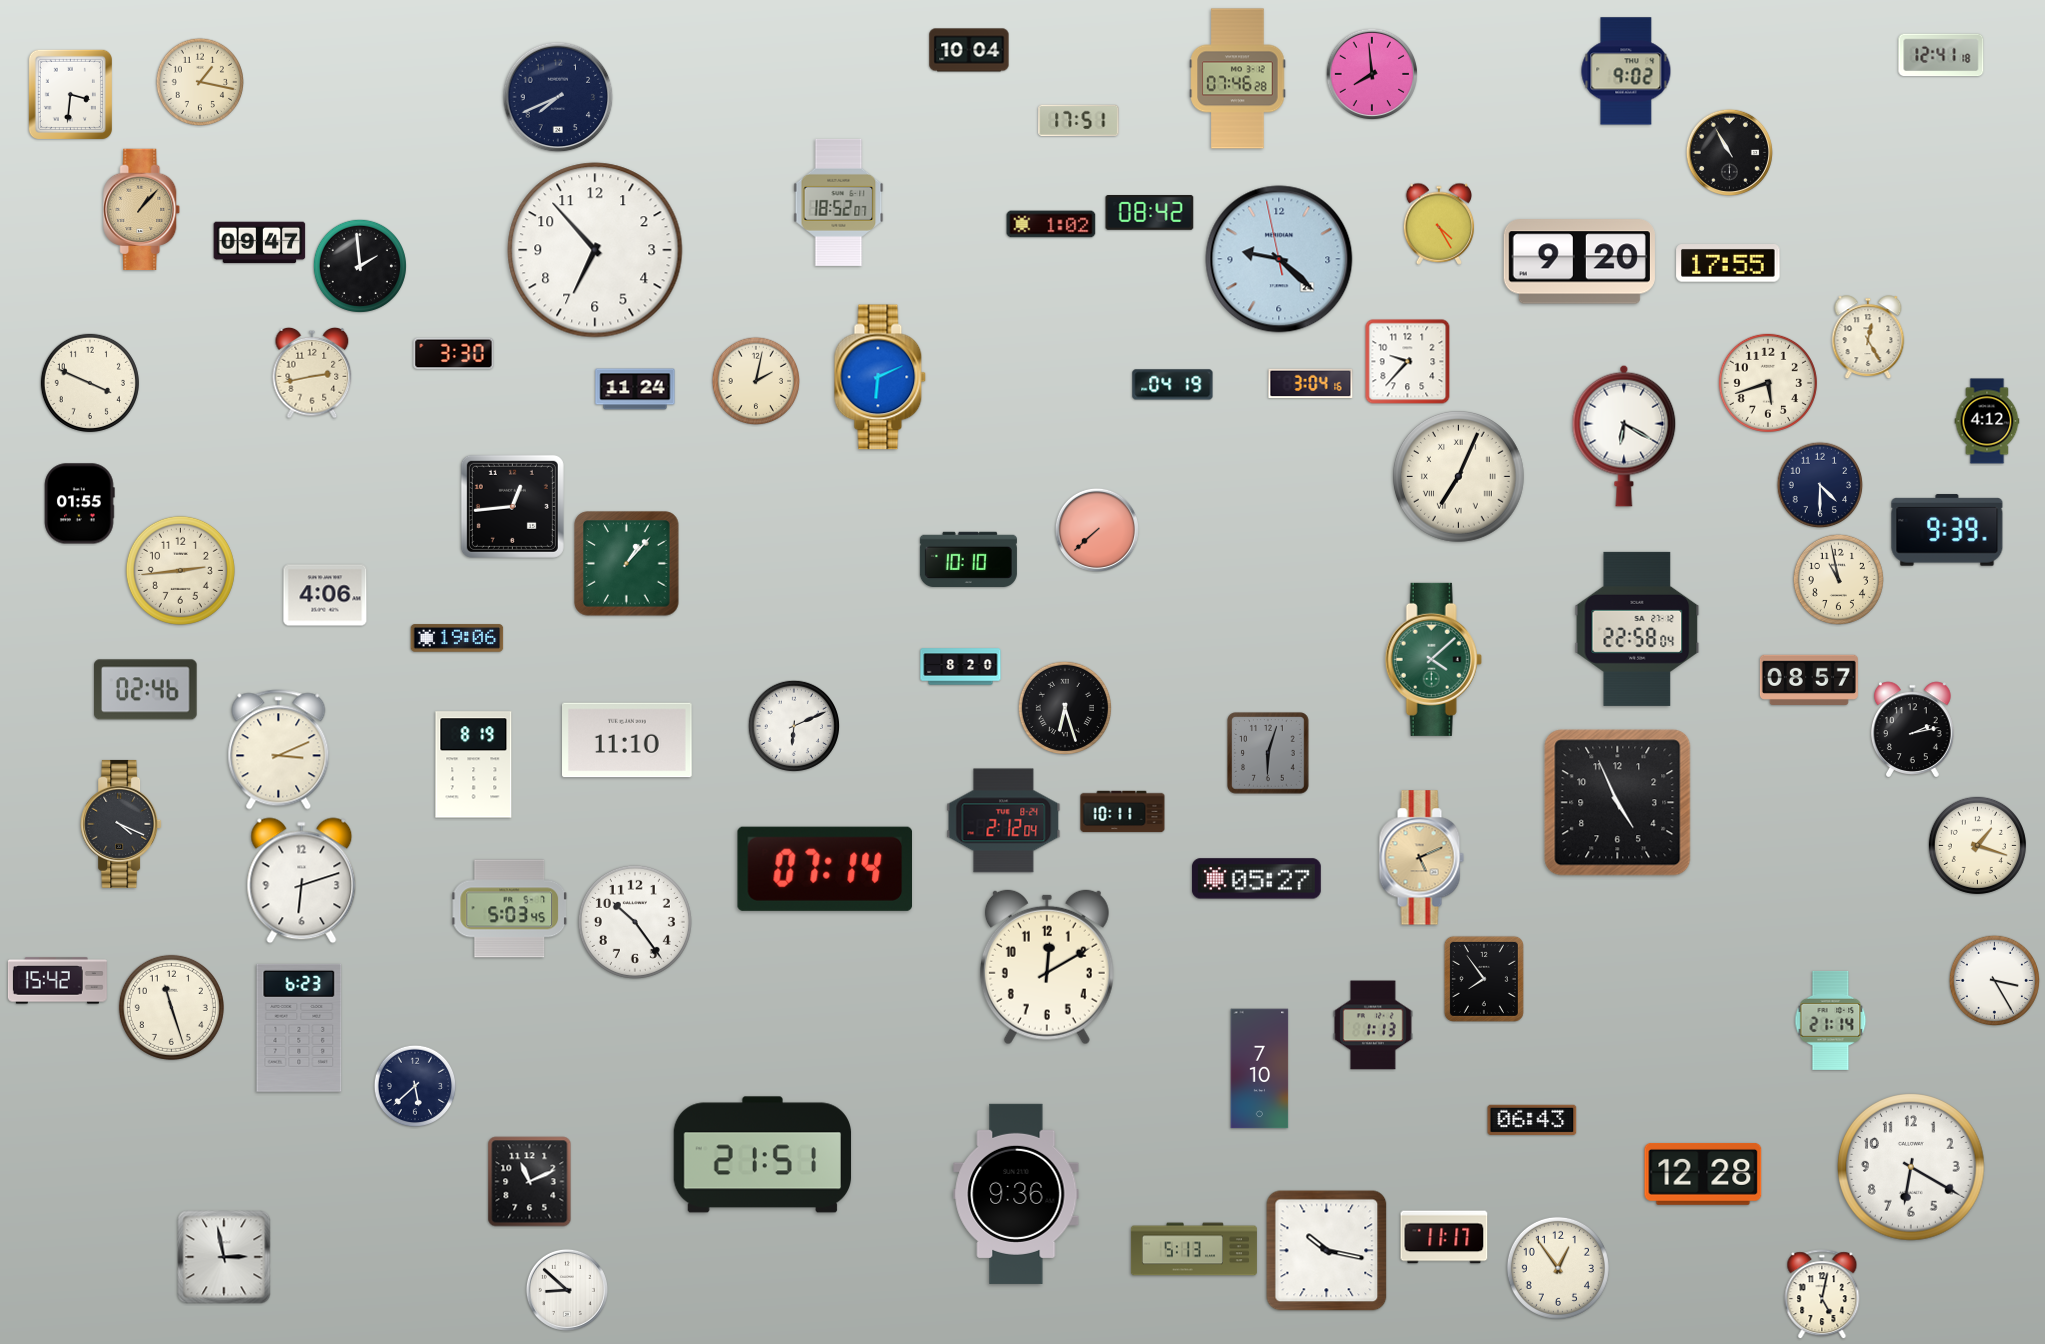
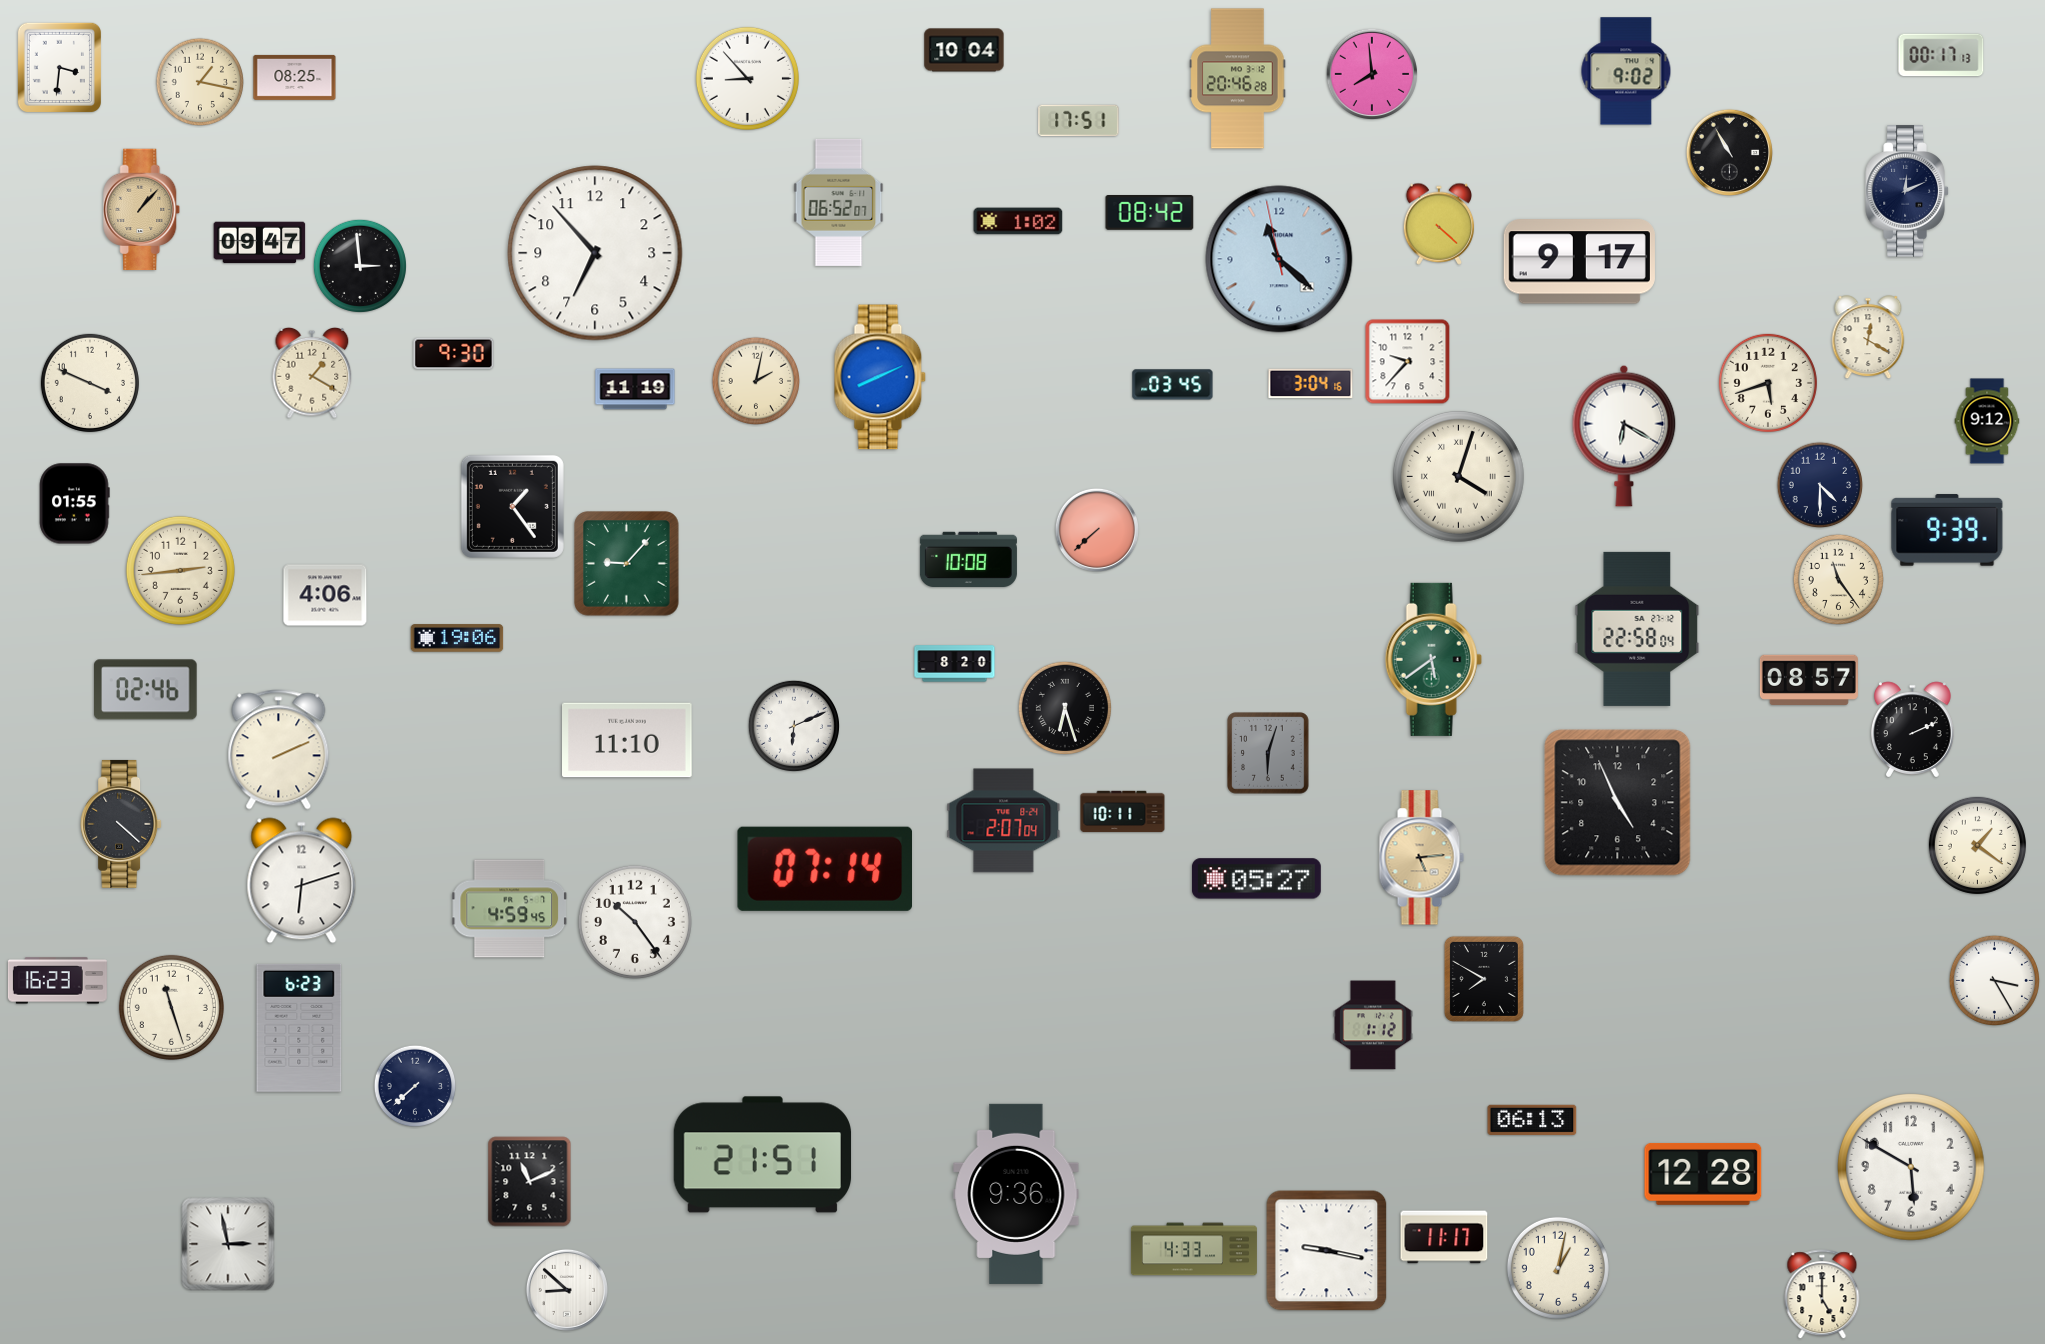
clock at (969, 50) position: (969, 50) -> (964, 50)
clock at (1941, 55): 12:41 -> 00:17
clock at (295, 77): none -> 08:25
clock at (747, 78): none -> 8:53
clock at (1238, 79): 07:46 -> 20:46
clock at (70, 94) position: (70, 94) -> (59, 67)
clock at (558, 97): 7:41 -> none
clock at (1907, 191): none -> 12:11
clock at (839, 202): 18:52 -> 06:52
clock at (1051, 224) position: (1051, 224) -> (1018, 221)
clock at (1438, 224): 4:25 -> 4:22
clock at (595, 250) position: (595, 250) -> (595, 253)
clock at (1279, 259): 9:21 -> 11:21
clock at (1579, 262): 9:20 -> 9:17
clock at (1728, 263): 17:55 -> none
clock at (360, 266): 1:59 -> 2:59
clock at (1868, 337): 12:25 -> 12:20
clock at (454, 354): 3:30 -> 9:30
clock at (312, 373): 2:43 -> 1:20
clock at (880, 377): 6:11 -> 8:11
clock at (1173, 385): 04:19 -> 03:45
clock at (635, 389): 11:24 -> 11:19
clock at (1987, 421): 4:12 -> 9:12
clock at (1458, 476): 7:04 -> 4:03
clock at (80, 504) position: (80, 504) -> (75, 504)
clock at (512, 506): 12:44 -> 1:24
clock at (968, 559): 10:10 -> 10:08
clock at (627, 564): 1:07 -> 9:07
clock at (1838, 579): 10:58 -> 11:24
clock at (1433, 659): 4:08 -> 5:39
clock at (961, 667) position: (961, 667) -> (955, 664)
clock at (1913, 730): 2:13 -> 2:11
clock at (279, 750): 3:11 -> 2:11
clock at (474, 765): 8:19 -> none
clock at (1004, 821): 2:12 -> 2:07
clock at (121, 824): 4:19 -> 4:22
clock at (1977, 845): 1:18 -> 1:21
clock at (1421, 858): 5:11 -> 5:14
clock at (510, 909): 5:03 -> 4:59
clock at (1047, 967): 12:10 -> none
clock at (1484, 979): 7:54 -> 7:50
clock at (57, 981): 15:42 -> 16:23
clock at (1831, 1020): 21:14 -> none
clock at (1373, 1025): 1:13 -> 1:12
clock at (1260, 1069): 7:10 -> none
clock at (415, 1086): 5:38 -> 7:38
clock at (1532, 1120): 06:43 -> 06:13
clock at (1911, 1167): 6:20 -> 5:50
clock at (1194, 1249): 5:13 -> 4:33
clock at (1327, 1251): 10:17 -> 9:17
clock at (224, 1257) position: (224, 1257) -> (228, 1244)
clock at (1558, 1268): 12:54 -> 1:02
clock at (1822, 1295): 5:02 -> 5:00
